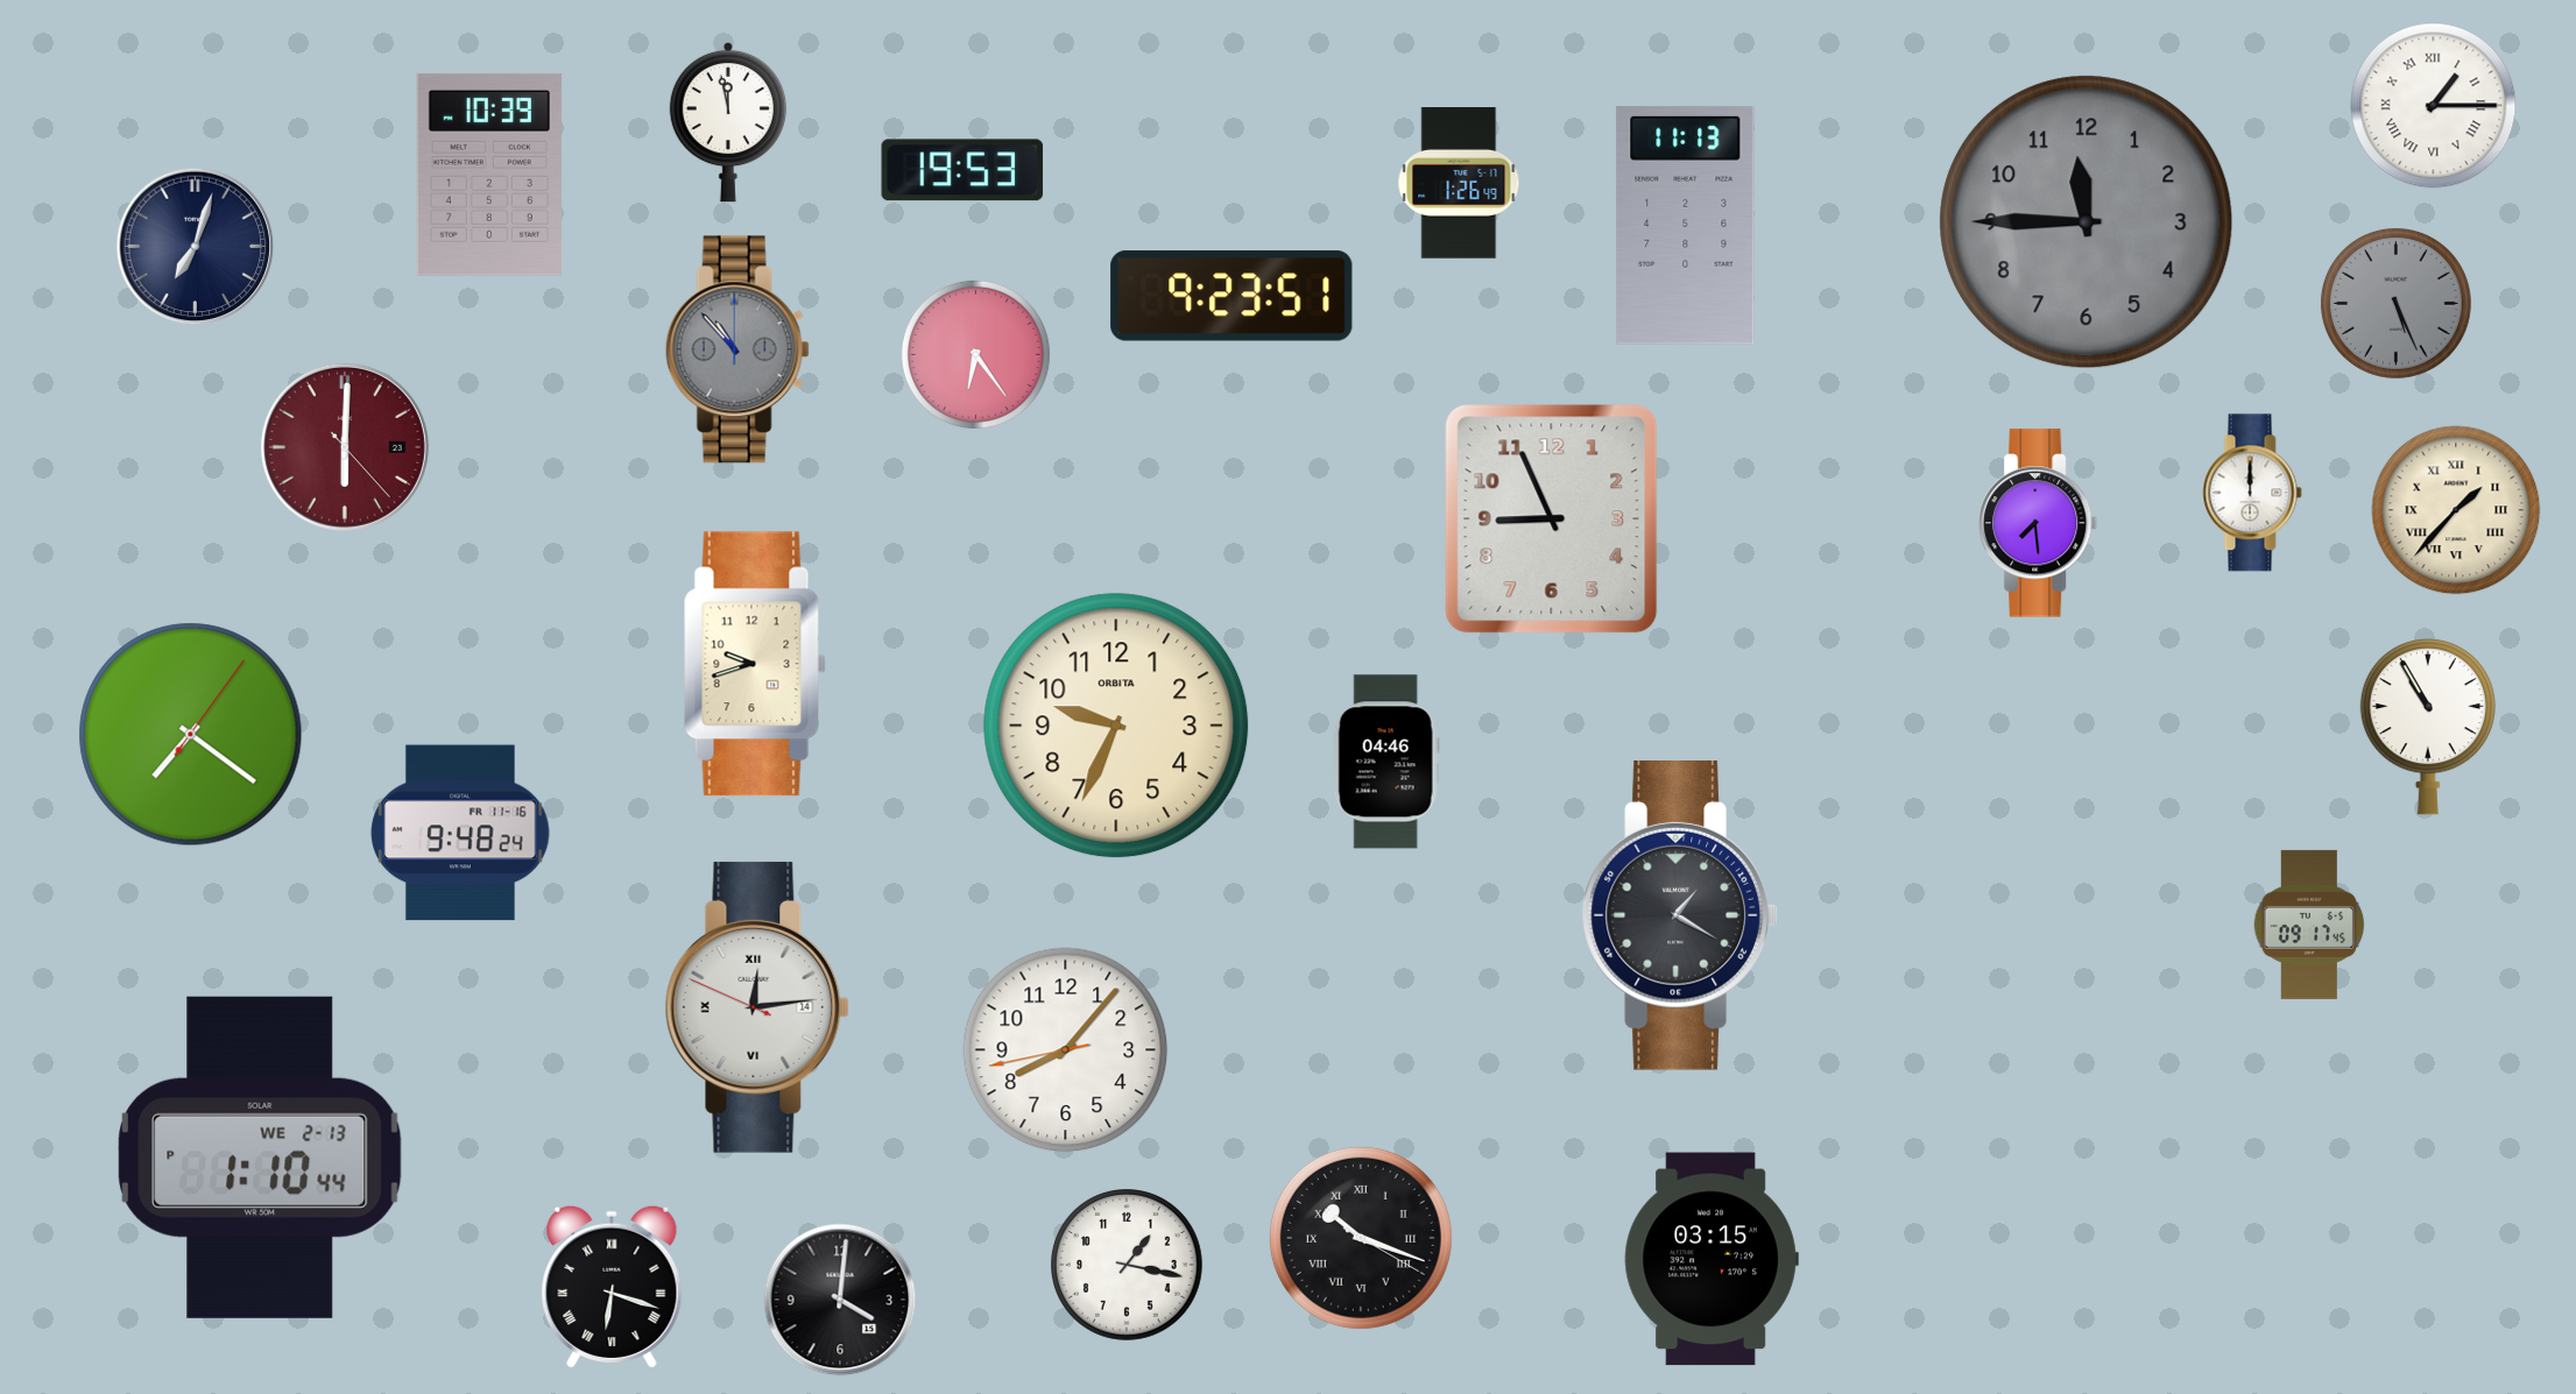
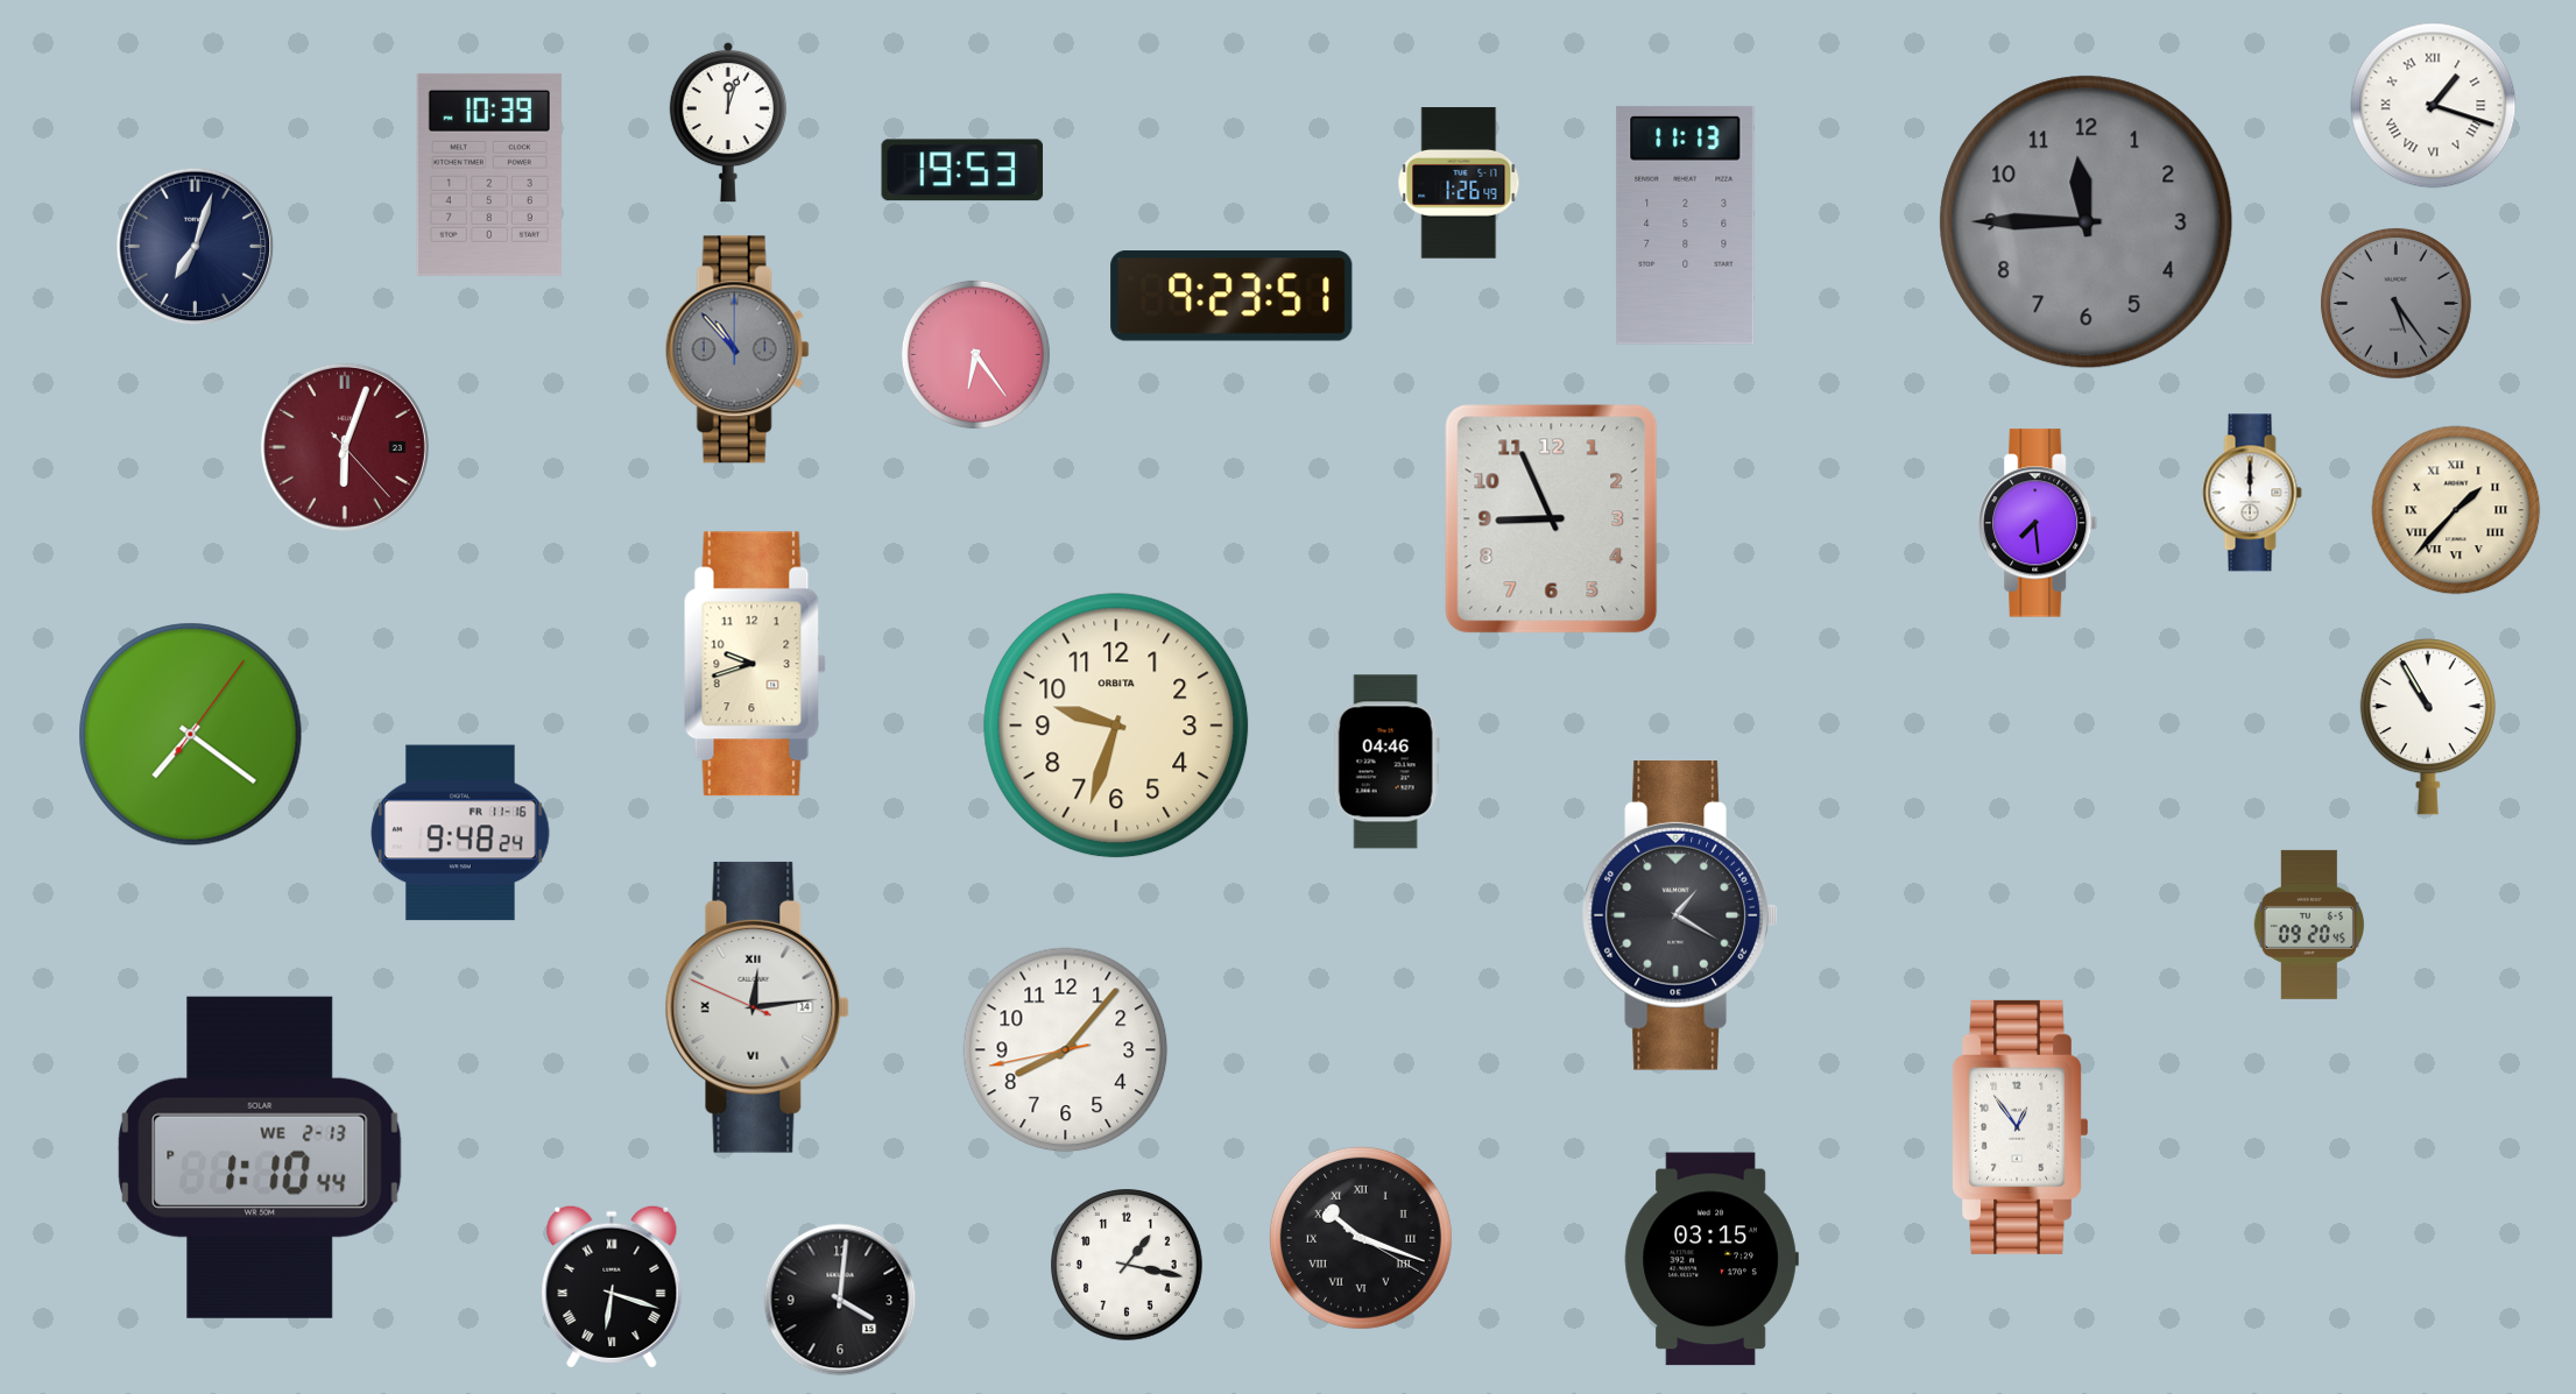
clock at (2434, 106): 1:15 -> 1:18
clock at (727, 122): 11:58 -> 12:03
clock at (2395, 303): 5:26 -> 5:24
clock at (345, 447): 6:00 -> 6:03
clock at (1116, 726): 9:34 -> 9:33
clock at (2308, 925): 09:17 -> 09:20
clock at (2019, 1127): none -> 12:54
